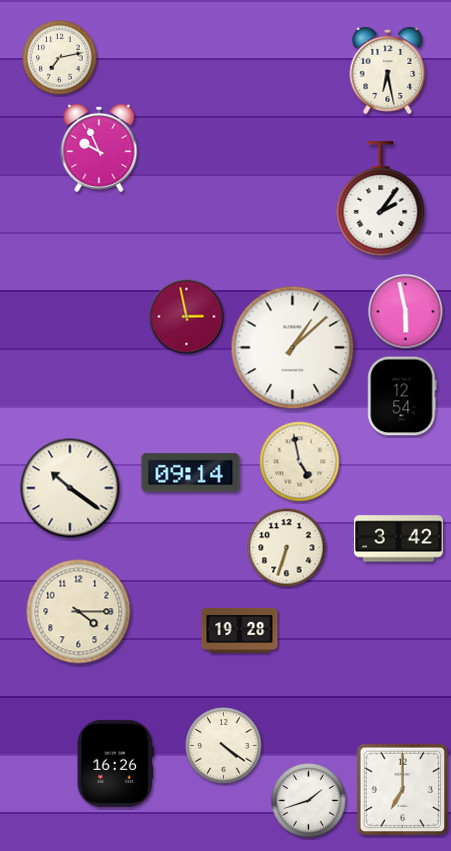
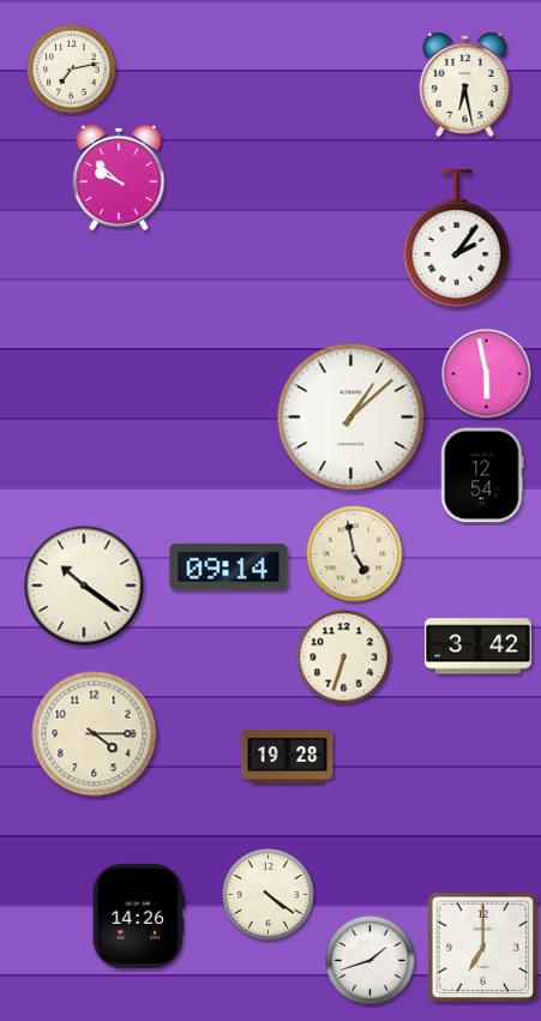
clock at (99, 148): 9:56 -> 9:52
clock at (187, 317): 2:58 -> none
clock at (300, 462) position: (300, 462) -> (355, 554)
clock at (115, 763): 16:26 -> 14:26
